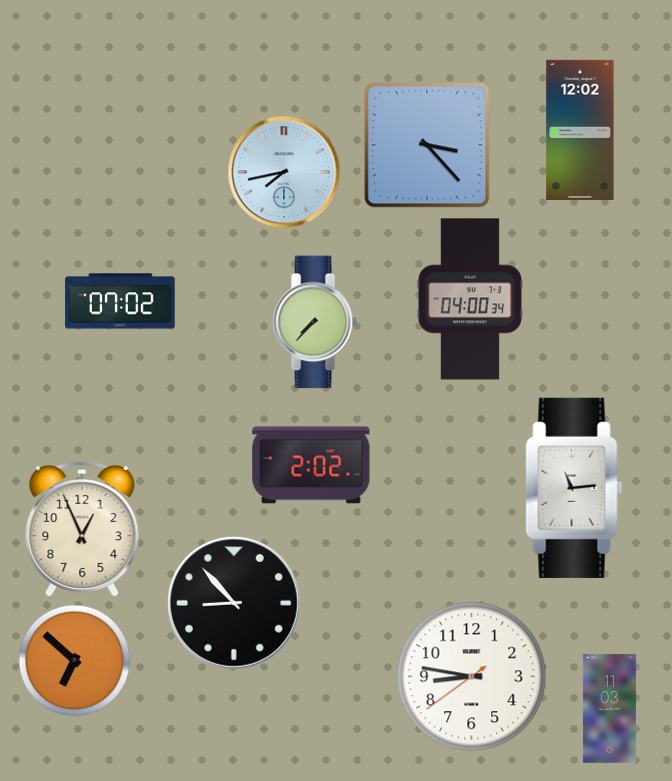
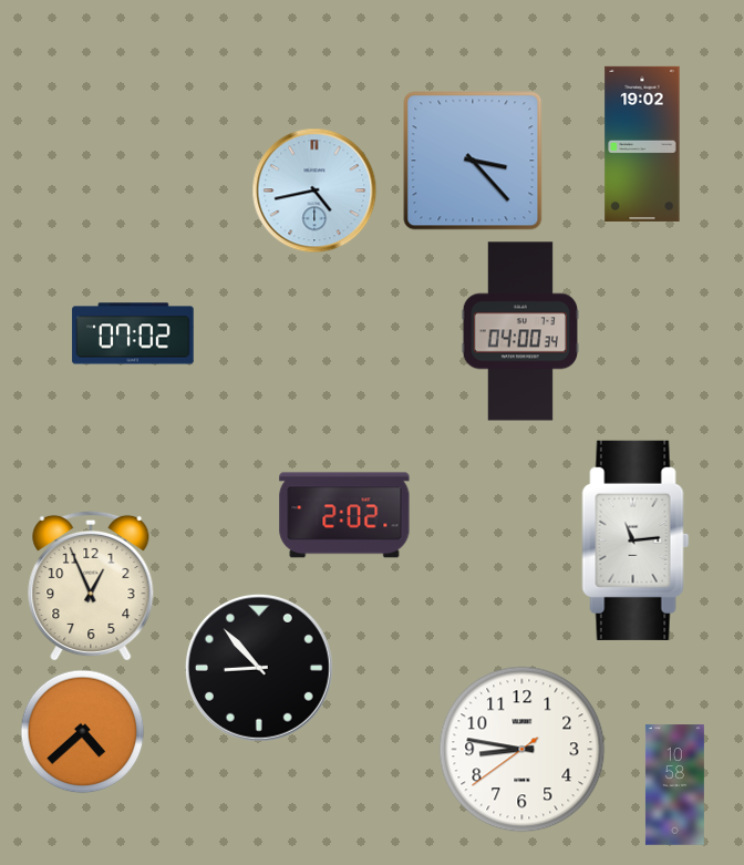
clock at (580, 130): 12:02 -> 19:02
clock at (284, 172): 7:43 -> 4:43
clock at (315, 322): 7:37 -> none
clock at (75, 661): 6:52 -> 4:38
clock at (609, 709): 11:03 -> 10:58
